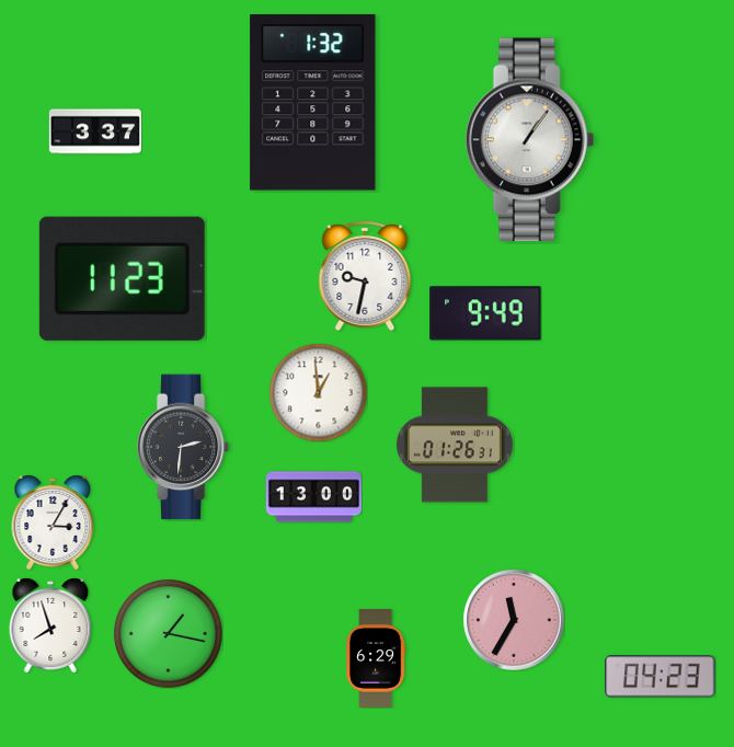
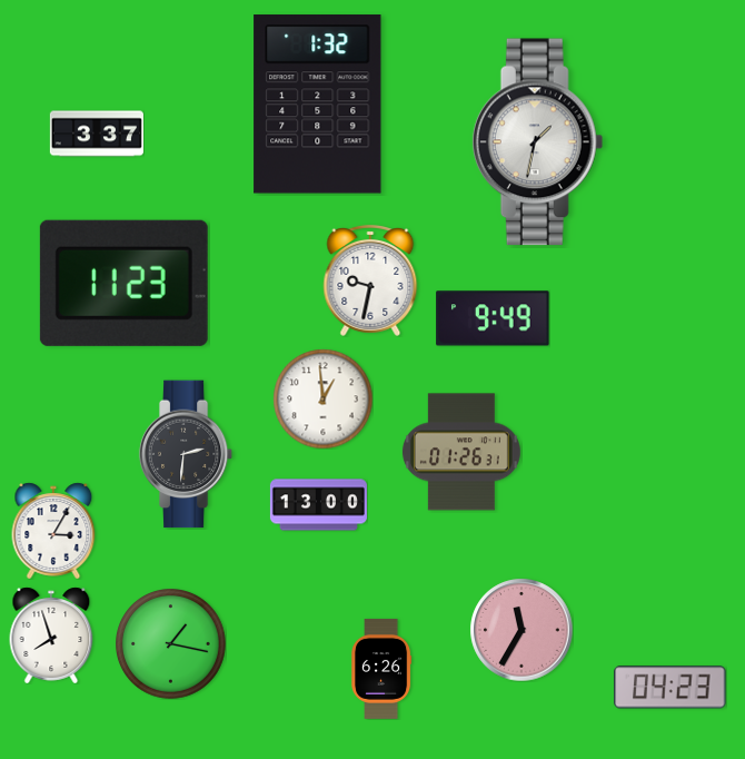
clock at (530, 140): 1:06 -> 1:32
clock at (376, 658): 6:29 -> 6:26
